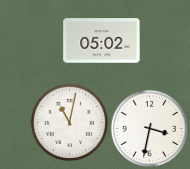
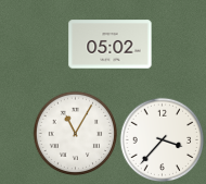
clock at (69, 122): 11:02 -> 11:05
clock at (149, 128): 3:32 -> 3:37
